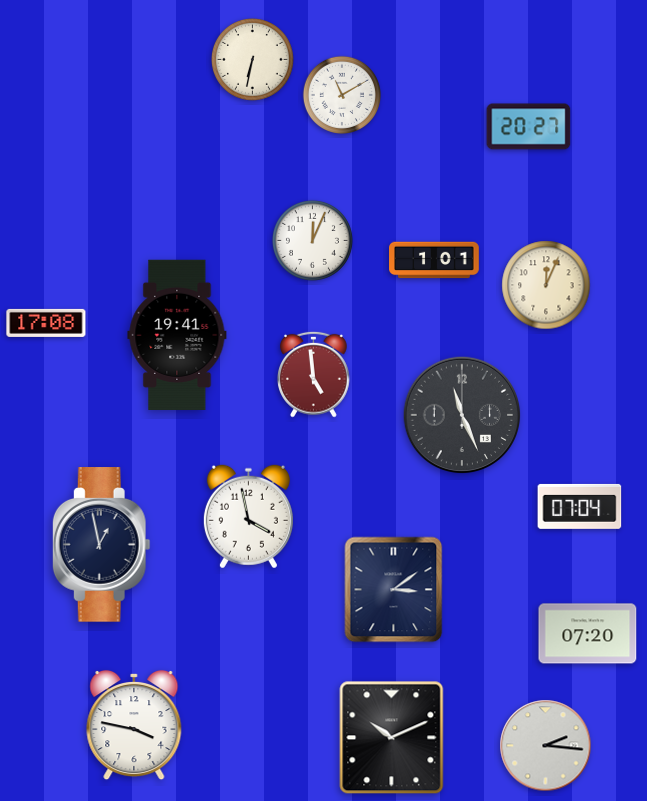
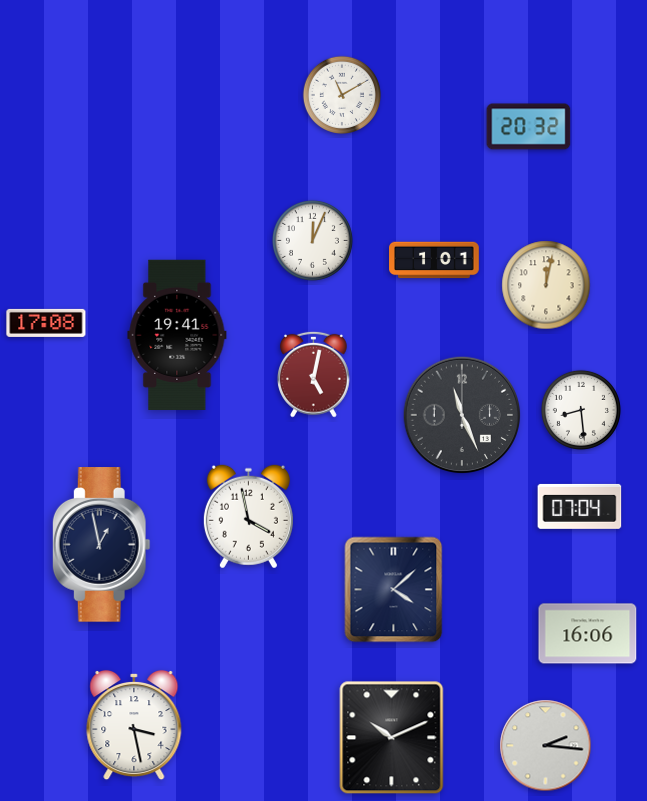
clock at (252, 59): 6:32 -> none
clock at (529, 127): 20:27 -> 20:32
clock at (546, 285): 12:04 -> 12:02
clock at (314, 374): 4:59 -> 5:02
clock at (581, 410): none -> 8:29
clock at (394, 590): 3:09 -> 4:08
clock at (588, 634): 07:20 -> 16:06
clock at (134, 725): 3:47 -> 3:28
